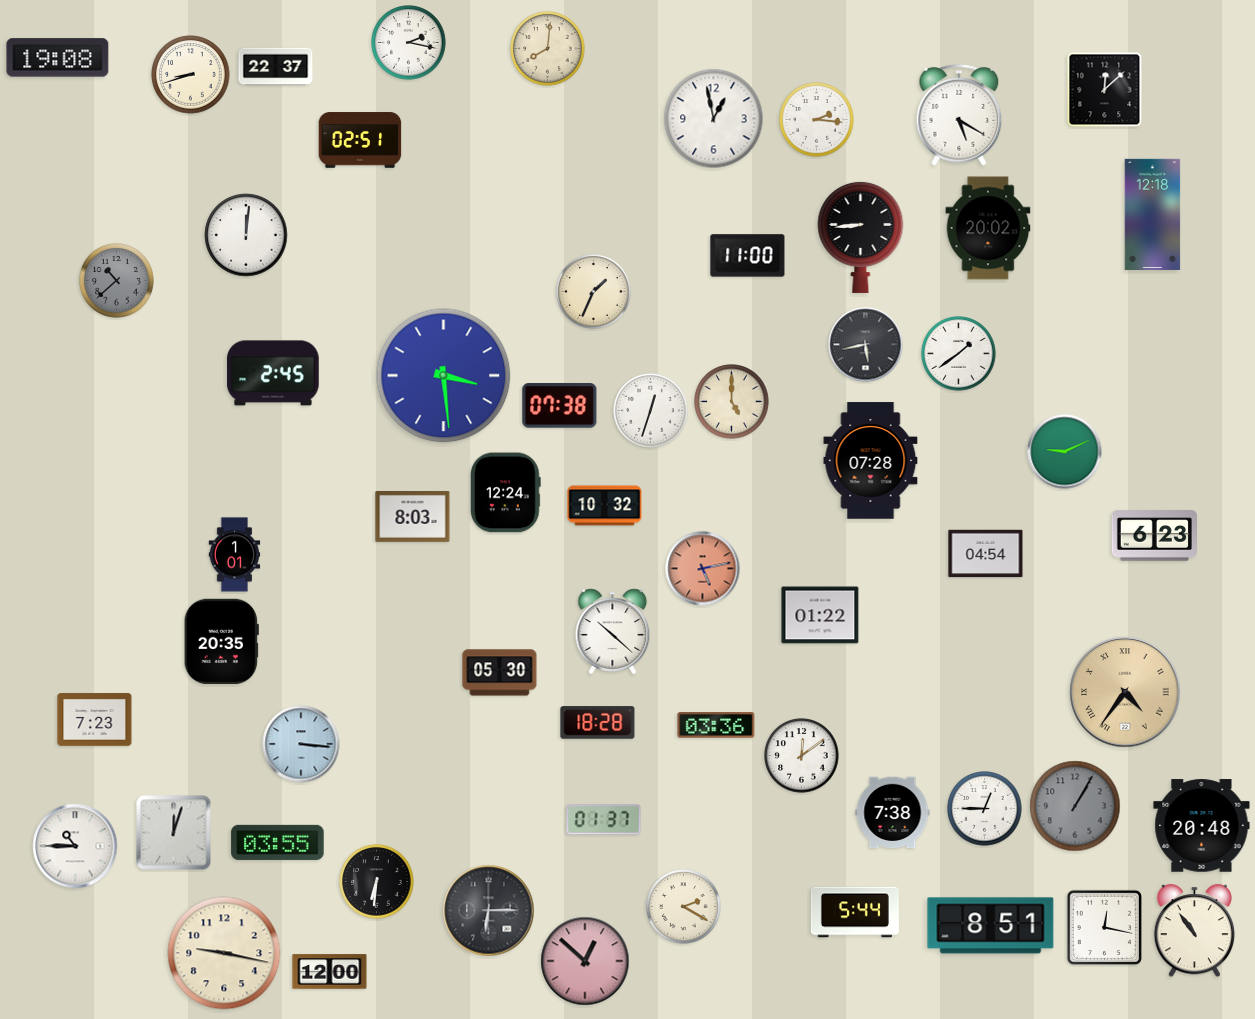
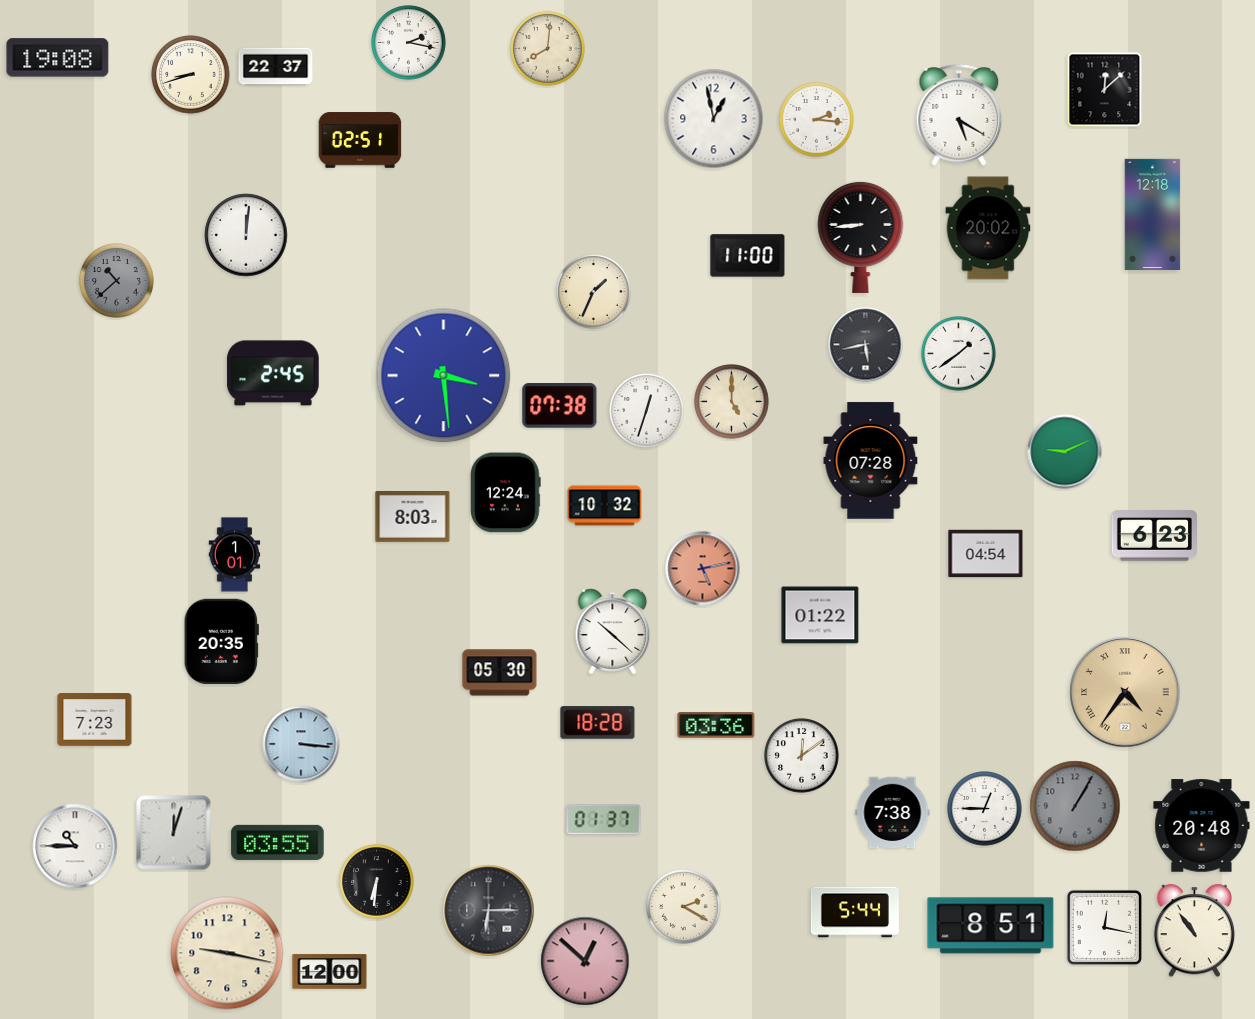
clock at (651, 411) position: (651, 411) -> (647, 411)
clock at (224, 953) position: (224, 953) -> (227, 953)
